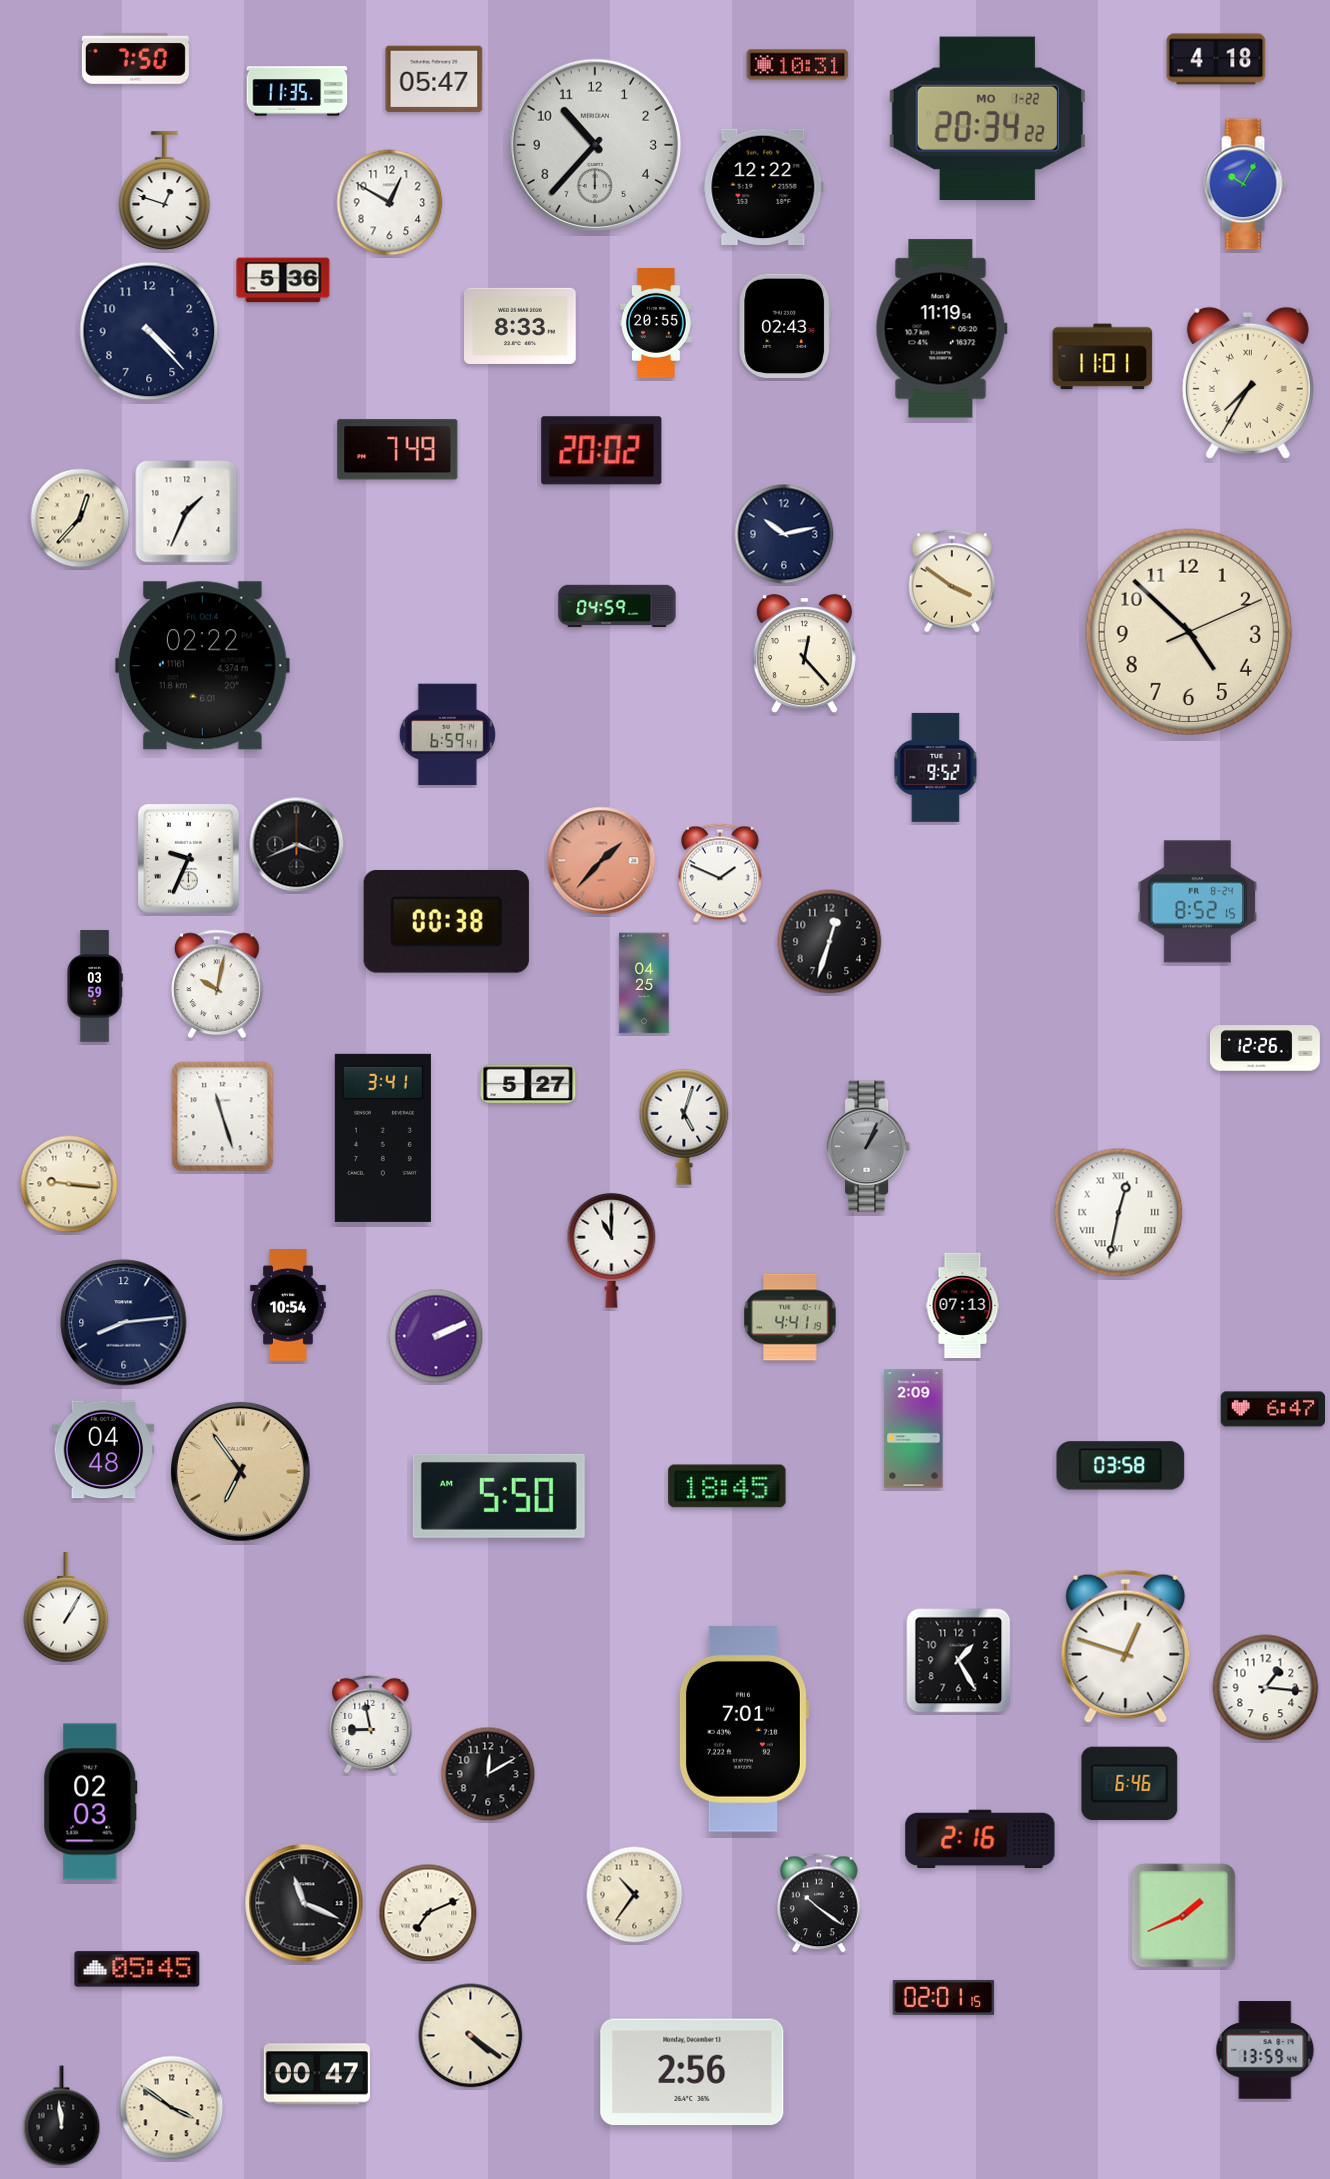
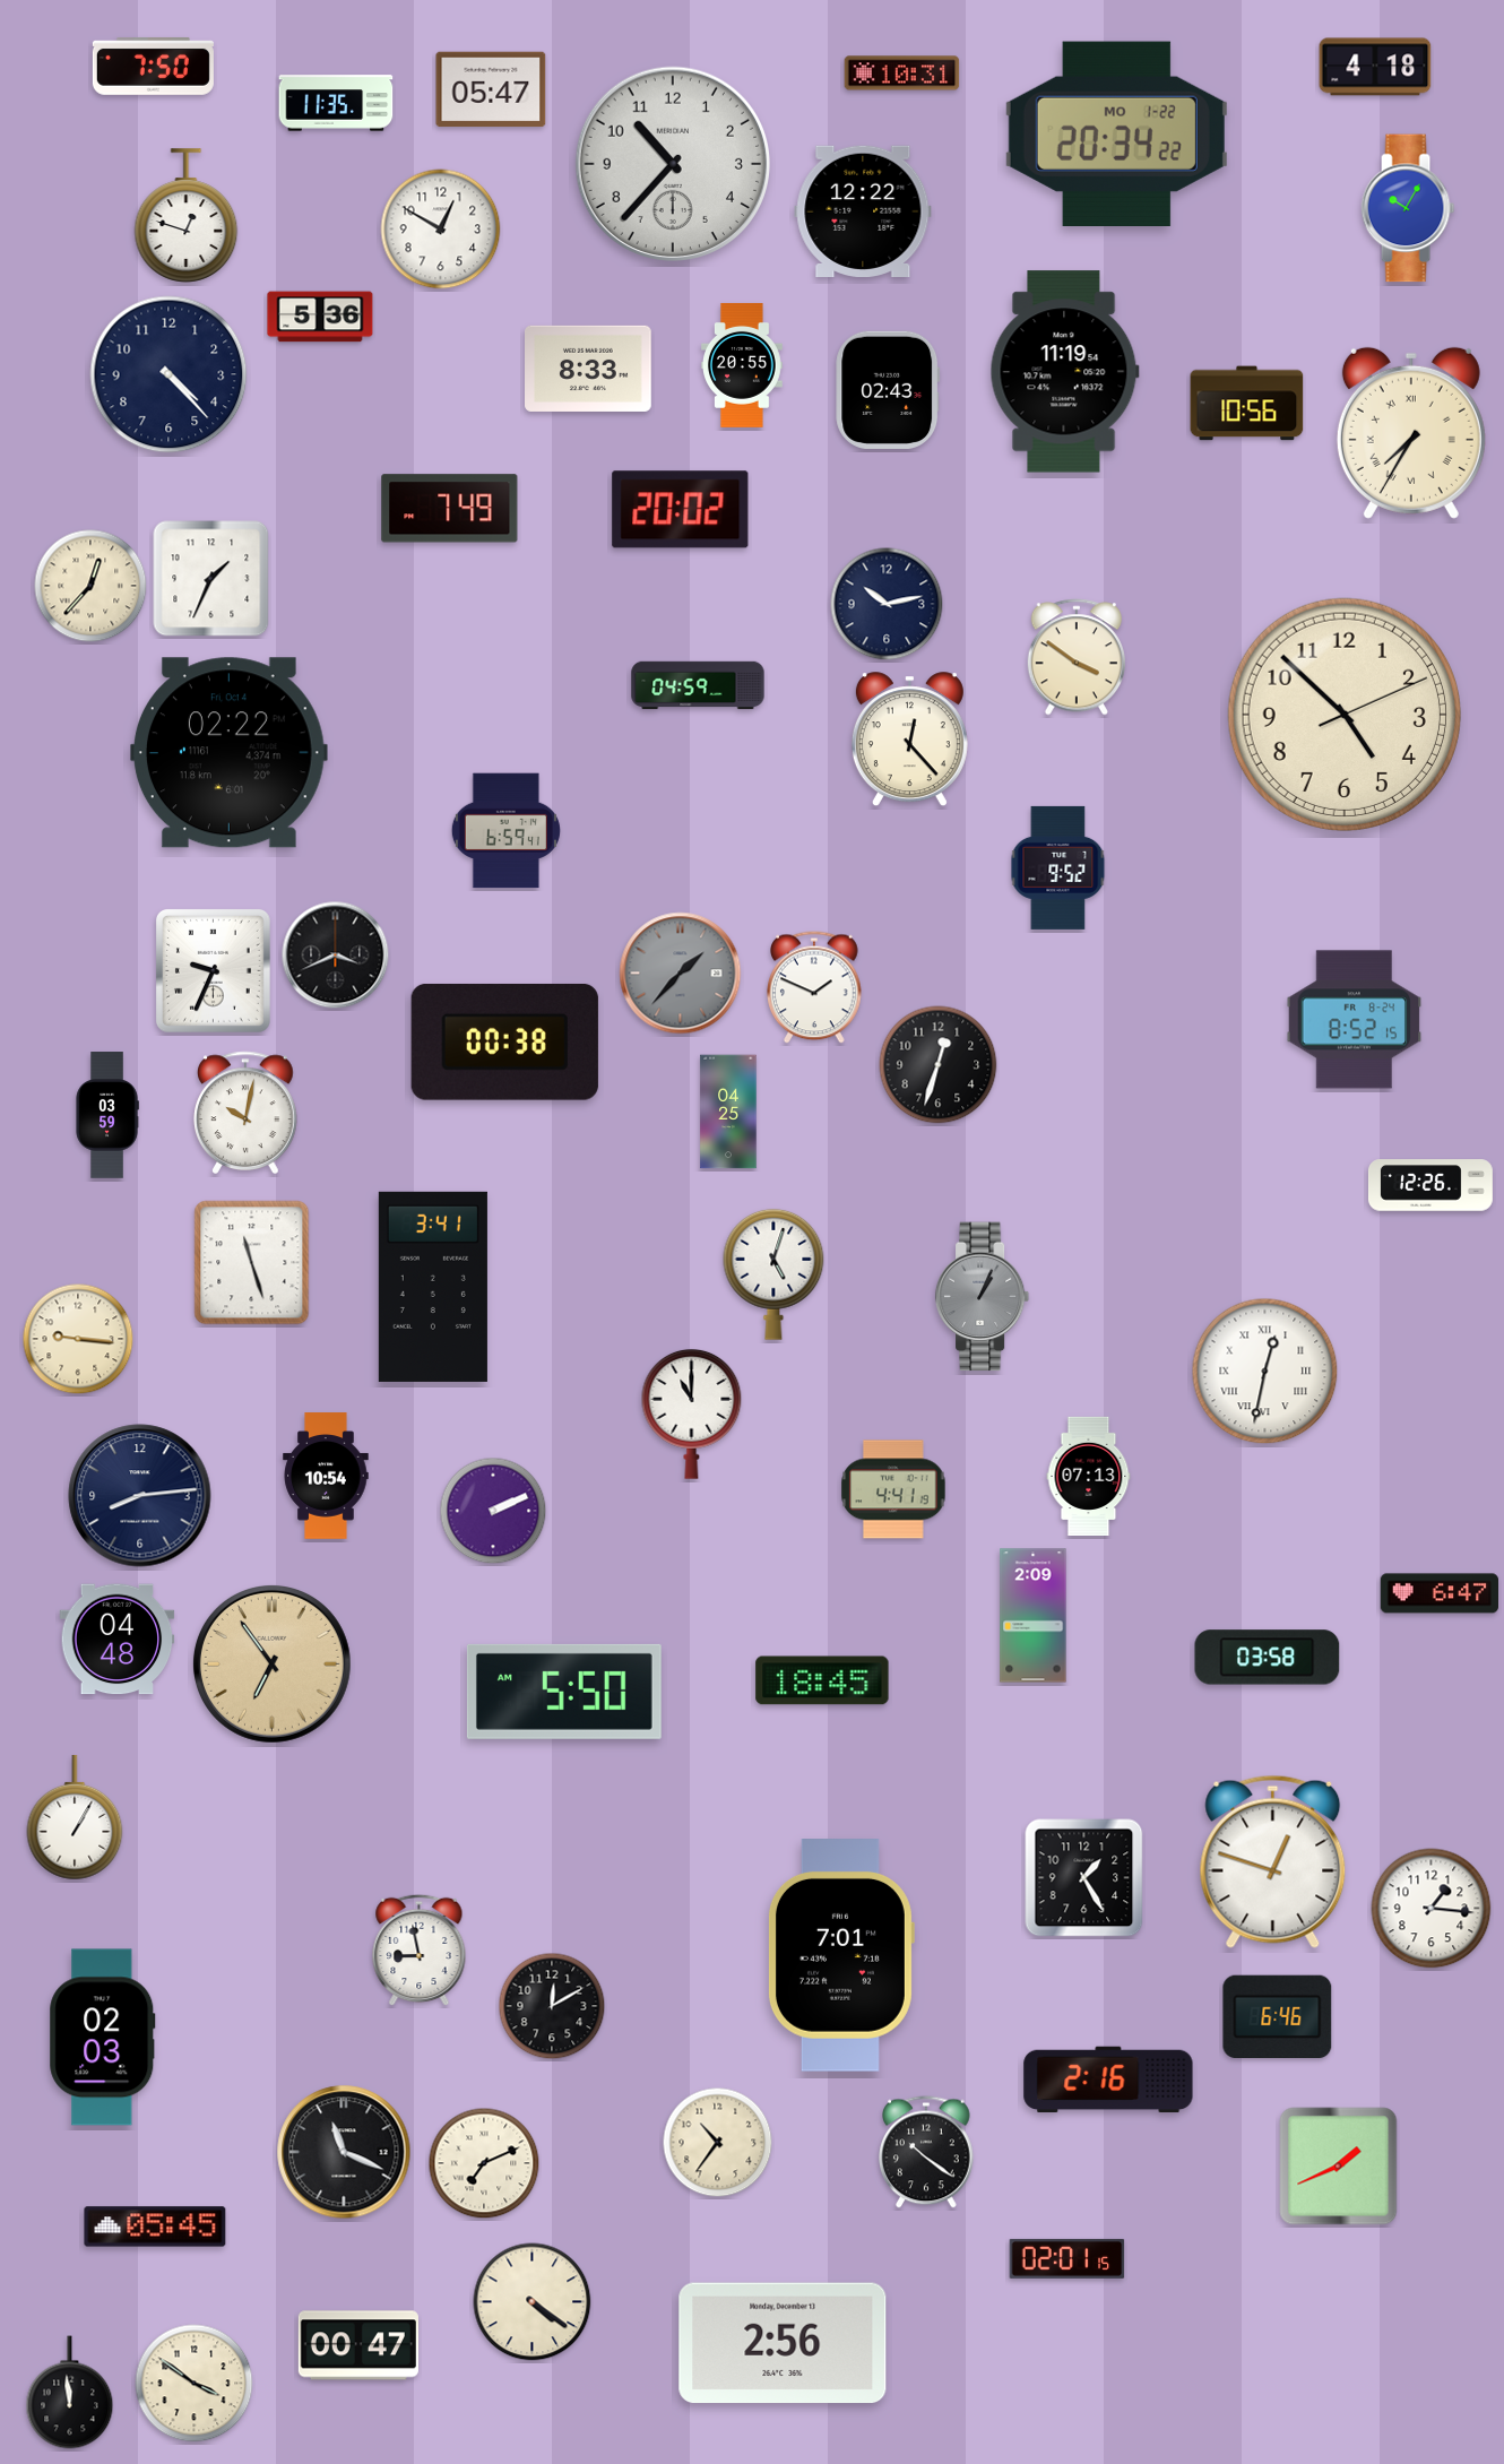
clock at (785, 326) position: (785, 326) -> (888, 390)
clock at (1103, 357): 11:01 -> 10:56
clock at (602, 861) dial: salmon -> grey
clock at (528, 1084): 5:27 -> none
clock at (1265, 2050): 13:59 -> none
